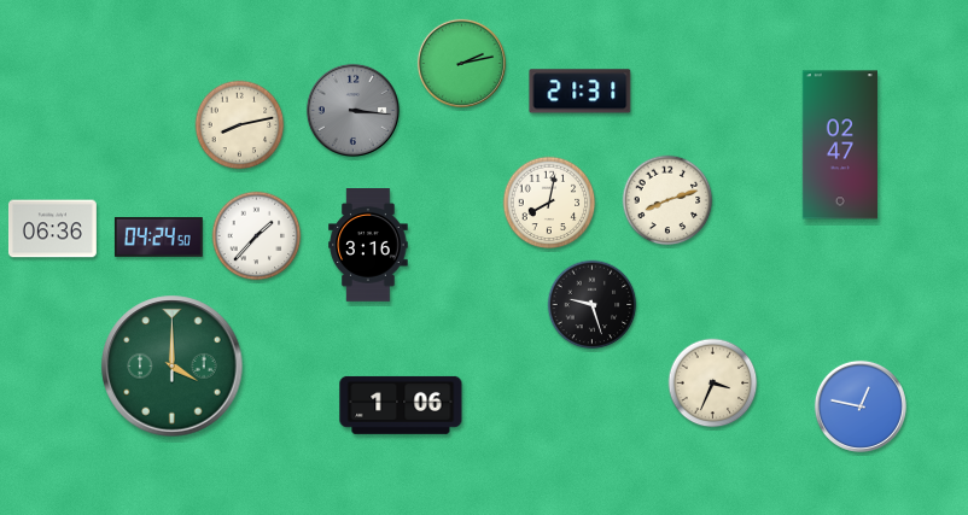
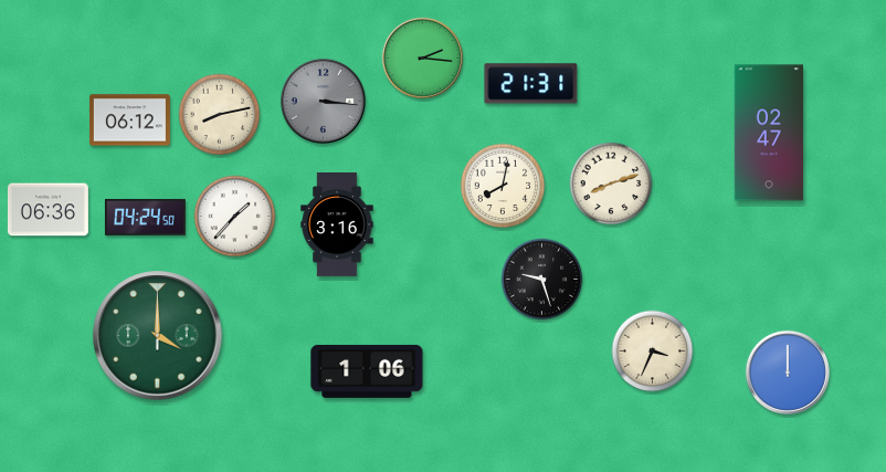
clock at (461, 63): 2:13 -> 2:16
clock at (129, 120): none -> 06:12
clock at (861, 406): 12:47 -> 12:00
